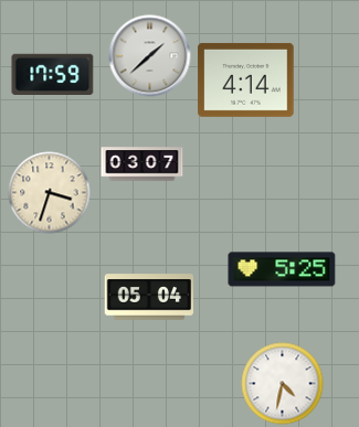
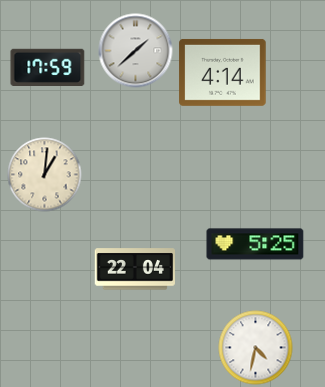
clock at (142, 164): 03:07 -> none
clock at (50, 193): 3:33 -> 1:01
clock at (148, 297): 05:04 -> 22:04
